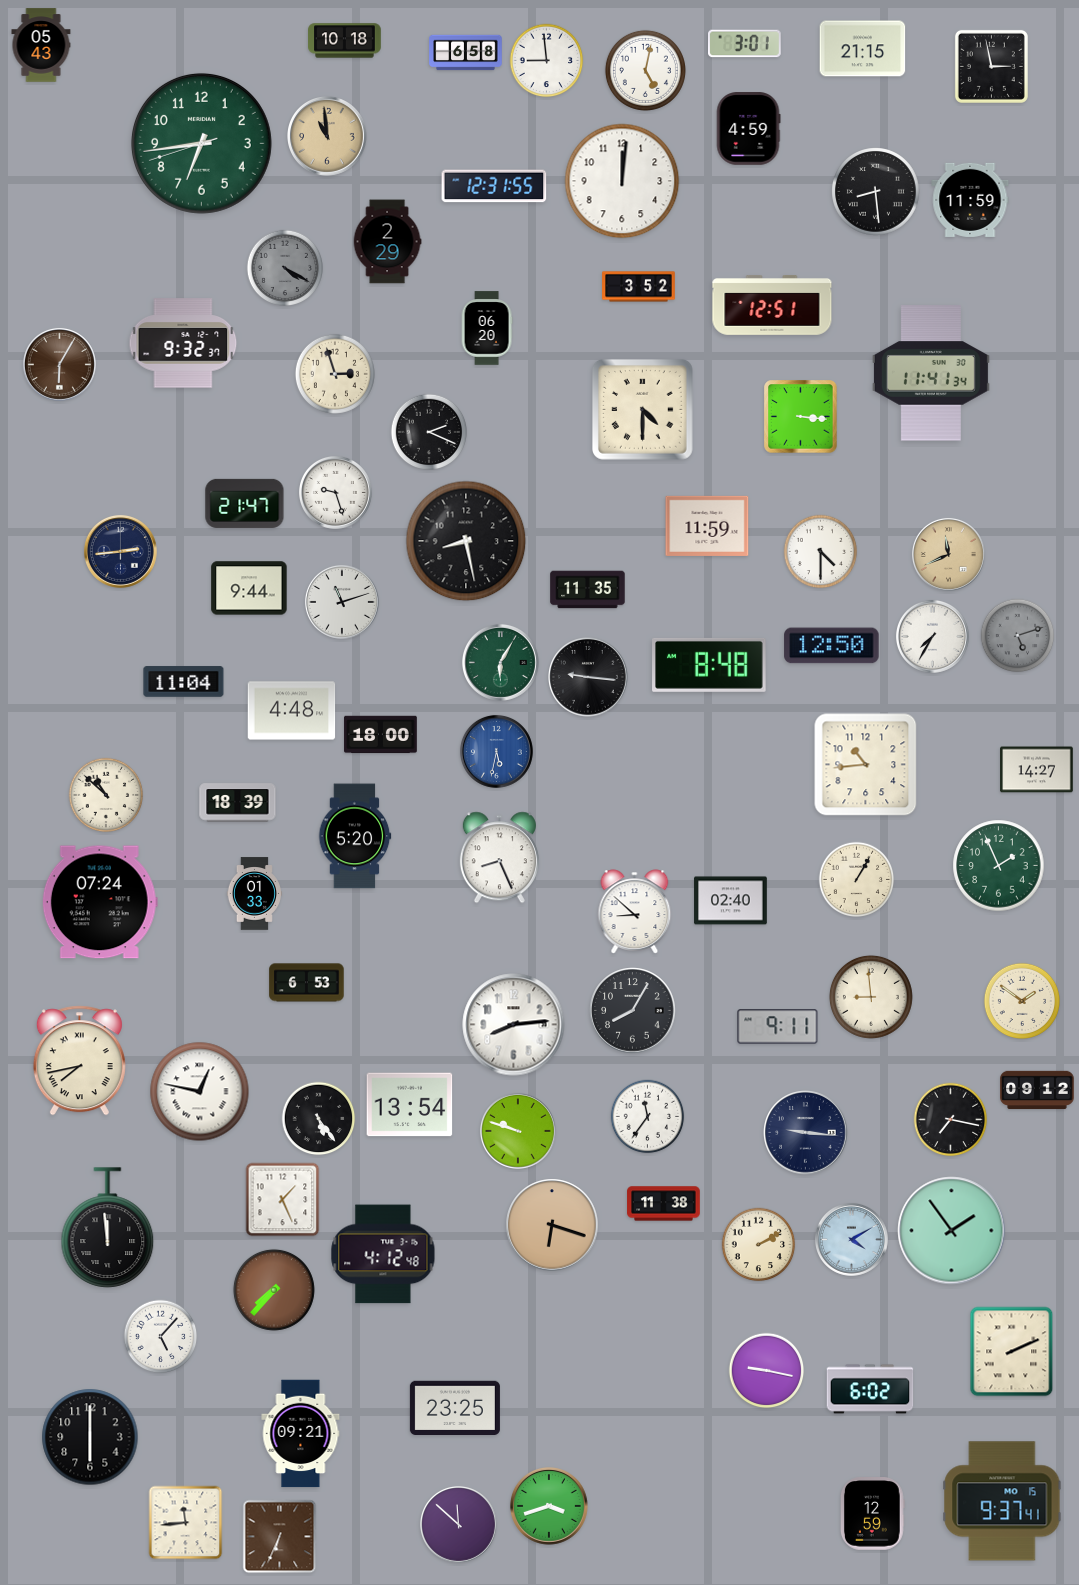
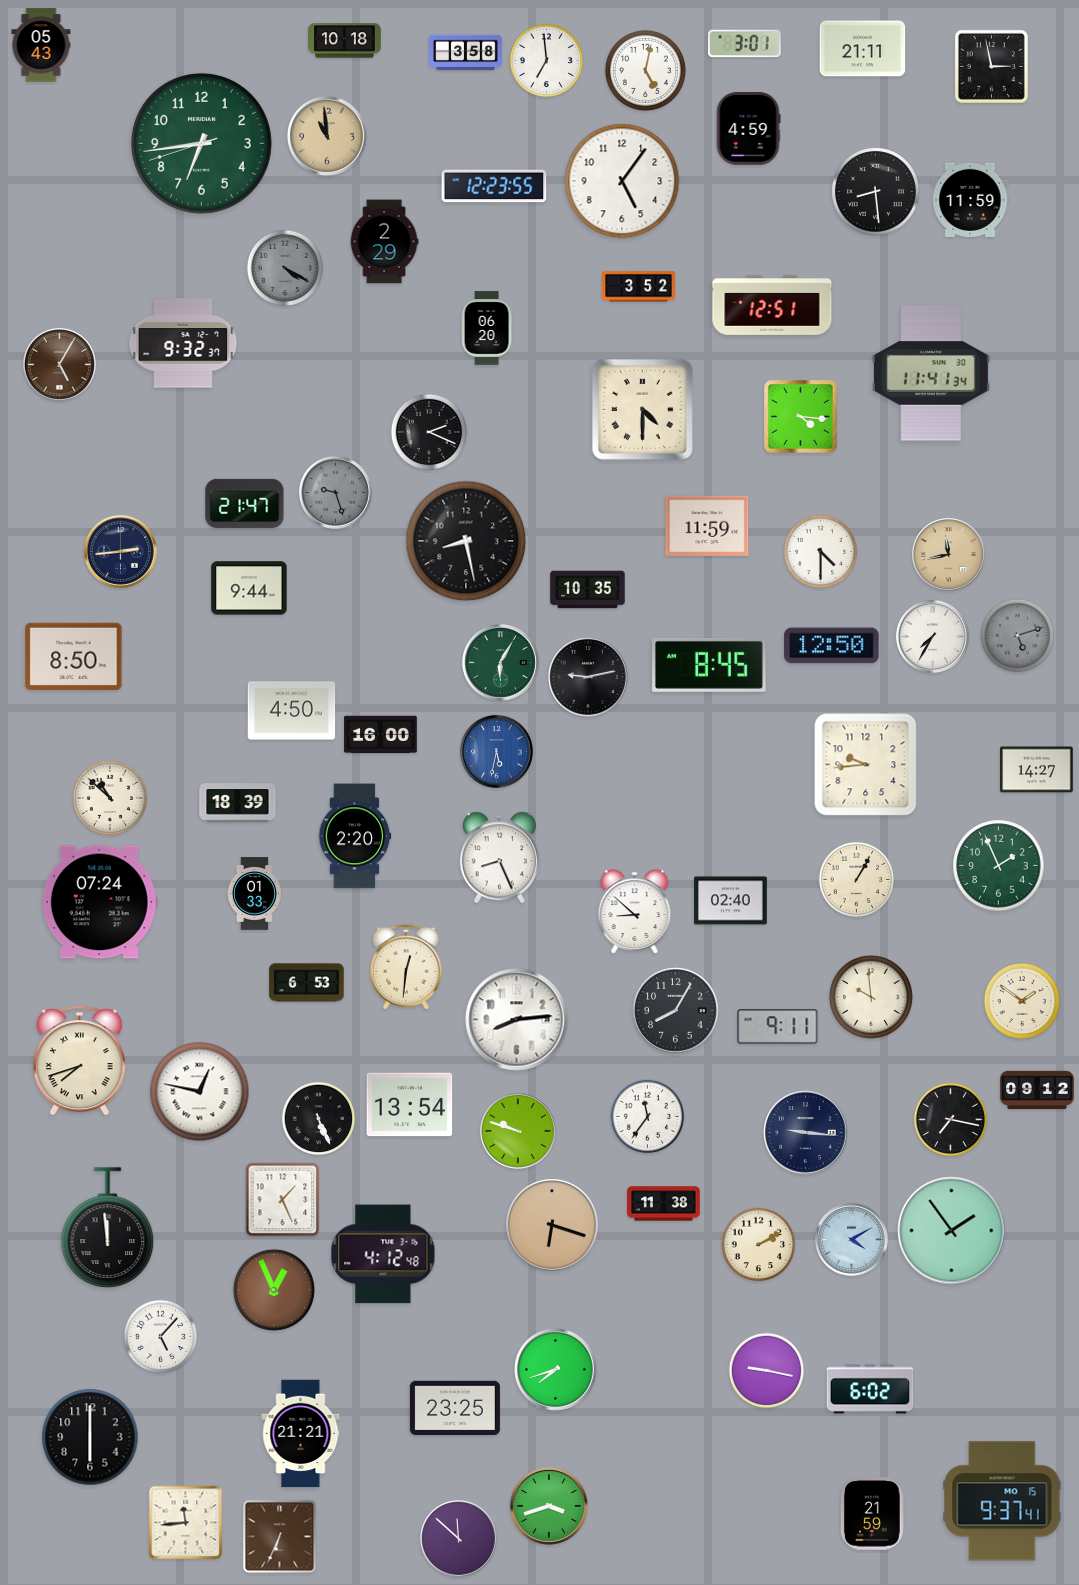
clock at (863, 49): 21:15 -> 21:11
clock at (466, 53): 6:58 -> 3:58
clock at (547, 61): 8:59 -> 6:59
clock at (622, 181): 12:01 -> 5:06
clock at (494, 186): 12:31 -> 12:23
clock at (387, 242) position: (387, 242) -> (384, 242)
clock at (59, 364): 6:05 -> 5:05
clock at (335, 374): 2:57 -> none
clock at (801, 417): 3:16 -> 4:16
clock at (335, 492) dial: white -> grey
clock at (948, 554): 11:41 -> 11:43
clock at (588, 590): 11:35 -> 10:35
clock at (342, 602): 11:12 -> none
clock at (74, 656): none -> 8:50
clock at (709, 665): 8:48 -> 8:45
clock at (589, 678): 9:16 -> 9:13
clock at (184, 682): 11:04 -> none
clock at (292, 711): 4:48 -> 4:50
clock at (381, 735): 18:00 -> 16:00
clock at (866, 765): 10:44 -> 9:44
clock at (106, 795) position: (106, 795) -> (110, 798)
clock at (355, 836): 5:20 -> 2:20
clock at (407, 967): none -> 12:31
clock at (871, 997): 8:59 -> 9:59
clock at (633, 1011) position: (633, 1011) -> (676, 1011)
clock at (514, 1025) position: (514, 1025) -> (517, 1020)
clock at (79, 1061): 7:43 -> 7:42
clock at (319, 1119): 5:24 -> 5:26
clock at (274, 1290): 7:37 -> 12:56
clock at (1012, 1352): 2:11 -> none
clock at (556, 1370): none -> 7:42
clock at (301, 1434): 09:21 -> 21:21
clock at (872, 1514): 12:59 -> 21:59
clock at (458, 1524) position: (458, 1524) -> (458, 1538)
